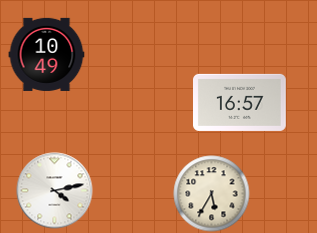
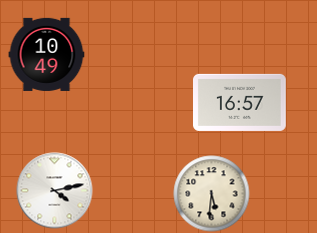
clock at (212, 194): 5:35 -> 5:31
